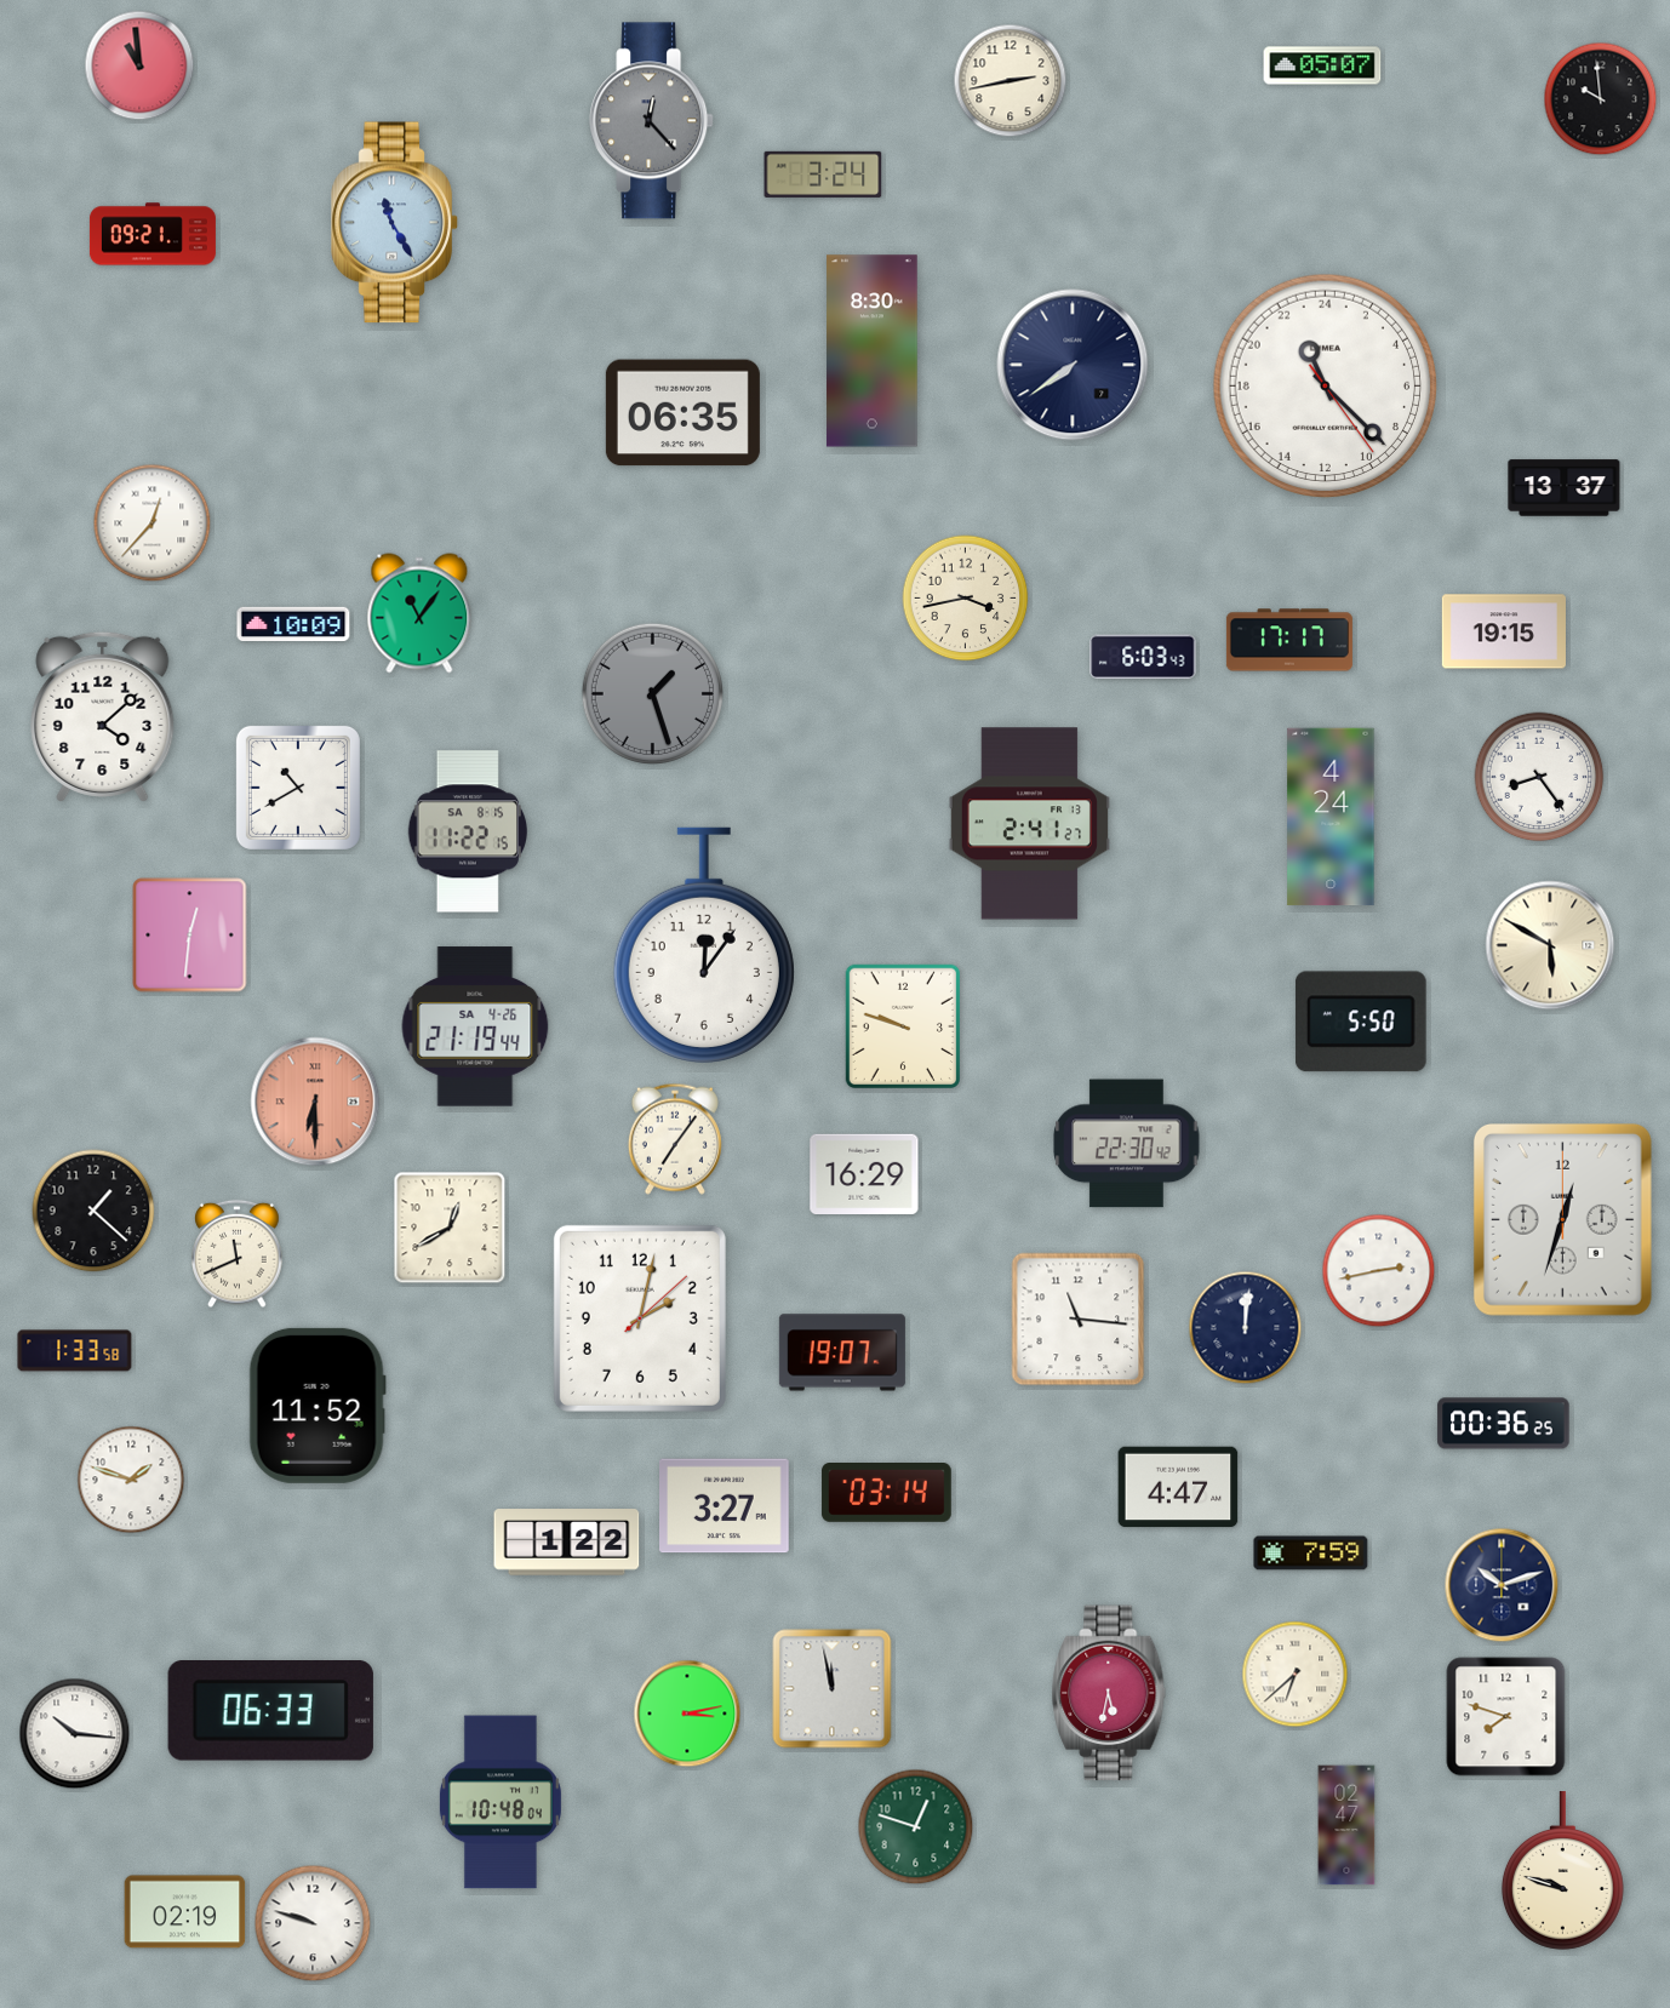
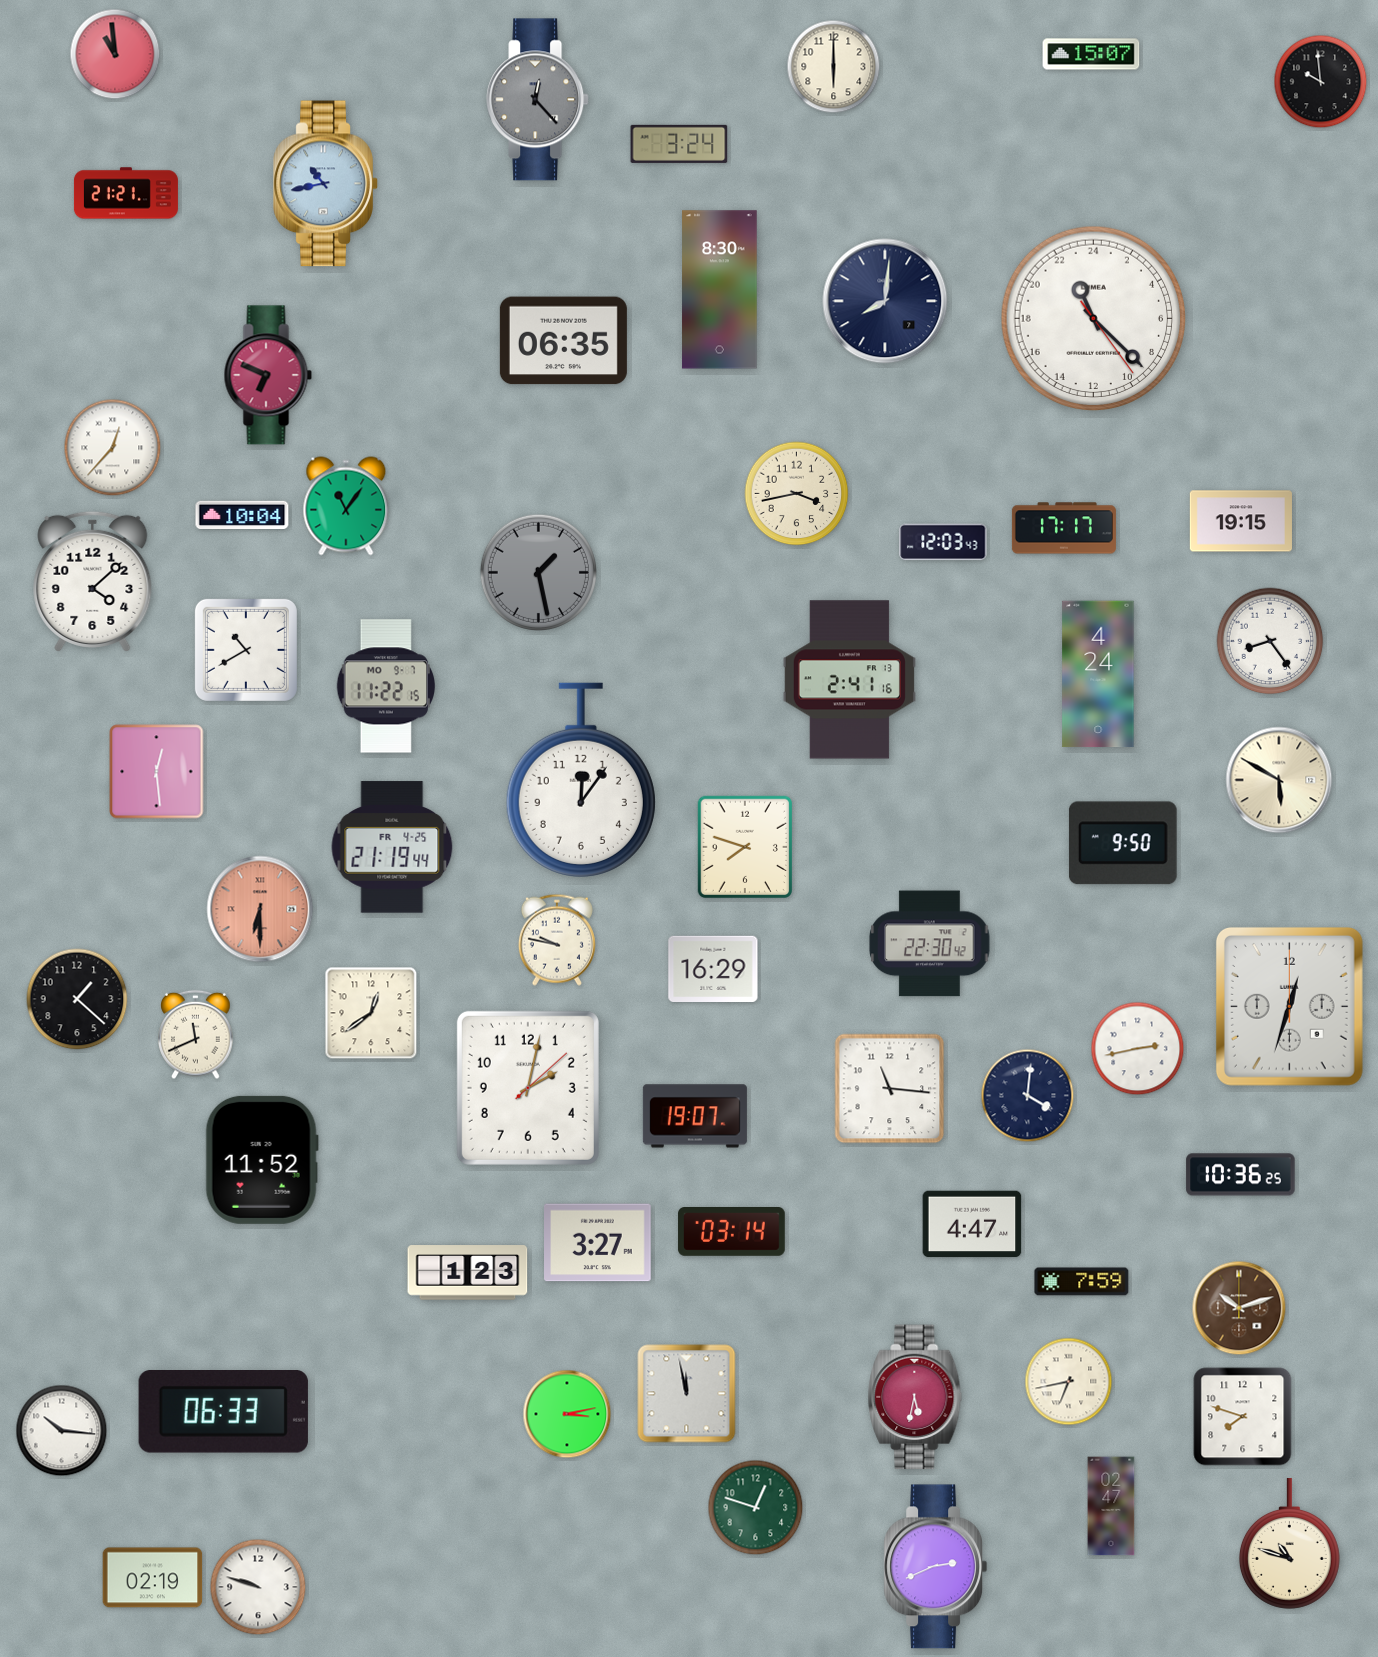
clock at (1322, 65): 05:07 -> 15:07
clock at (1011, 81): 2:43 -> 6:00
clock at (395, 223): 11:25 -> 10:43
clock at (153, 234): 09:21 -> 21:21
clock at (1073, 365): 7:39 -> 8:01
clock at (268, 375): none -> 6:49
clock at (1565, 488): 13:37 -> none
clock at (153, 524) position: (153, 524) -> (113, 448)
clock at (293, 624): 10:09 -> 10:04
clock at (1143, 657): 6:03 -> 12:03
clock at (652, 693): 1:27 -> 1:28
clock at (103, 716) position: (103, 716) -> (93, 581)
clock at (1029, 824): 2:41:27 -> 2:41:16
clock at (467, 831) date: SA 8-15 -> MO 9-7
clock at (190, 936): 12:31 -> 12:29
clock at (1361, 1022): 5:50 -> 9:50
clock at (902, 1025): 9:48 -> 7:48
clock at (475, 1026) date: SA 4-26 -> FR 4-25
clock at (675, 1139): 7:06 -> 9:47
clock at (450, 1228): 12:40 -> 12:39
clock at (1246, 1328): 12:01 -> 4:01
clock at (75, 1351): 1:33 -> none
clock at (1504, 1424): 00:36 -> 10:36
clock at (131, 1480): 1:48 -> none
clock at (1178, 1487) position: (1178, 1487) -> (972, 1224)
clock at (567, 1543): 1:22 -> 1:23
clock at (1502, 1585) dial: navy -> brown
clock at (1296, 1675): 6:38 -> 6:43
clock at (501, 1802): 10:48 -> none
clock at (1562, 1871): 9:48 -> 10:48
clock at (936, 1567): none -> 2:41
